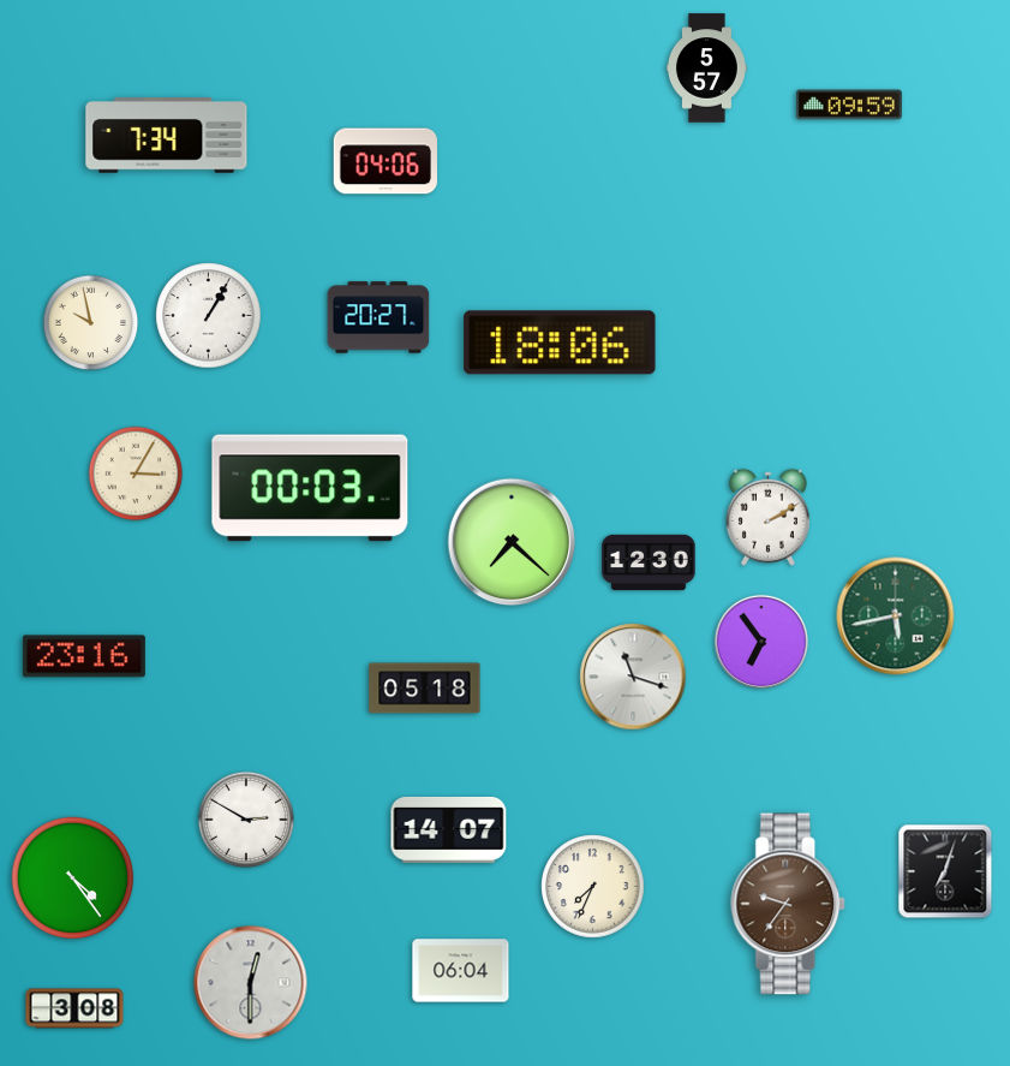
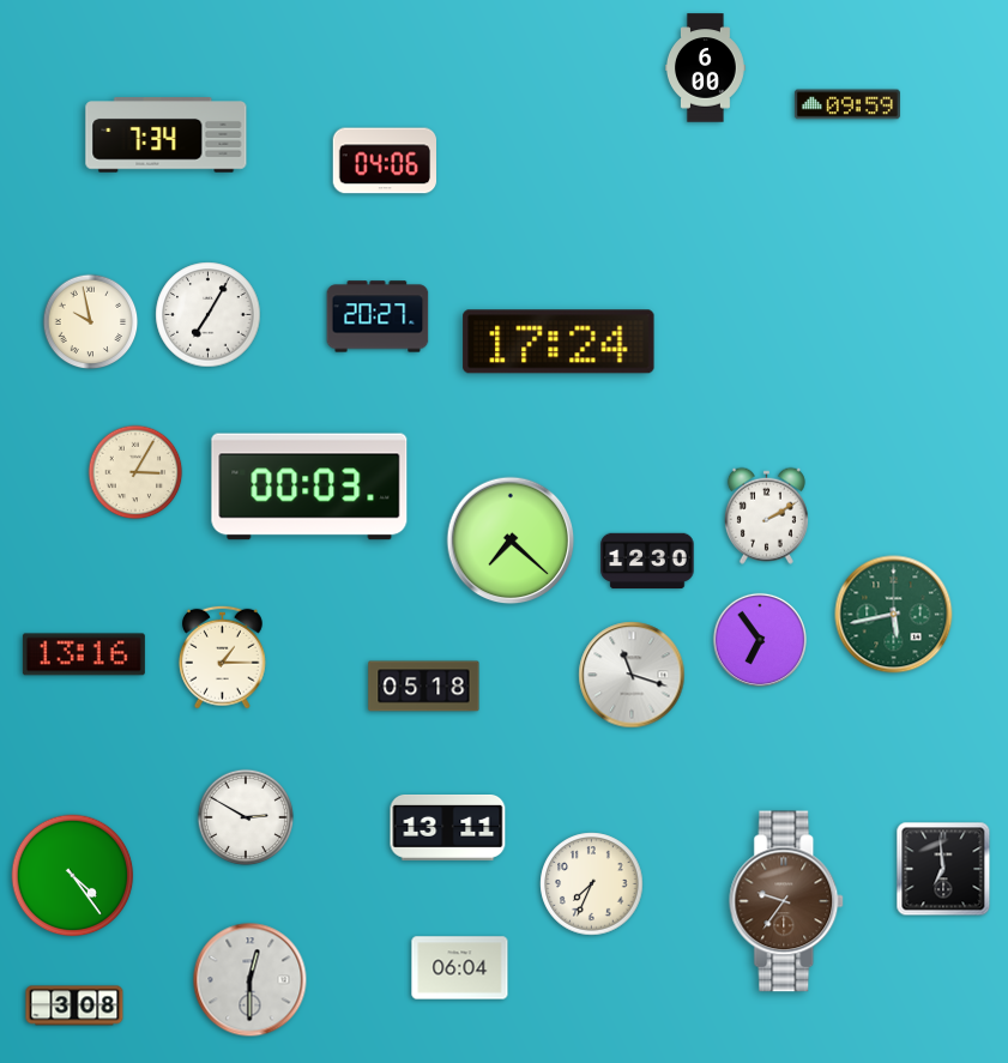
clock at (707, 69): 5:57 -> 6:00
clock at (209, 316): 1:05 -> 7:05
clock at (560, 343): 18:06 -> 17:24
clock at (84, 656): 23:16 -> 13:16
clock at (222, 657): none -> 1:15
clock at (449, 830): 14:07 -> 13:11
clock at (945, 871): 7:03 -> 6:59
